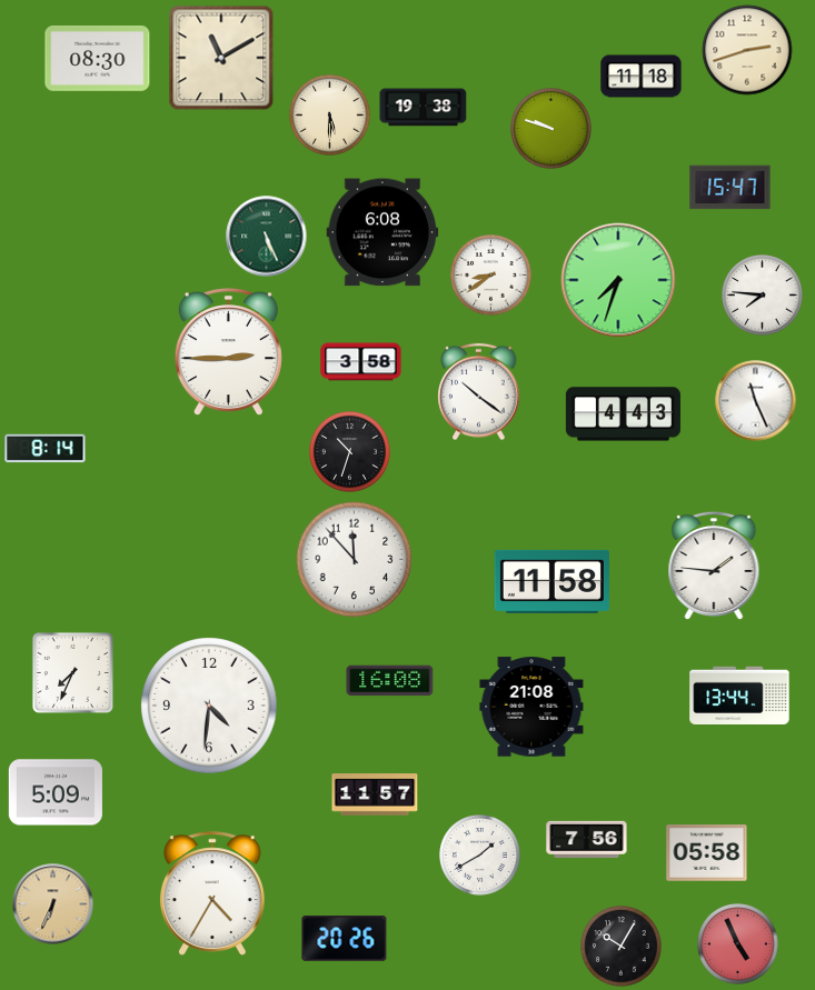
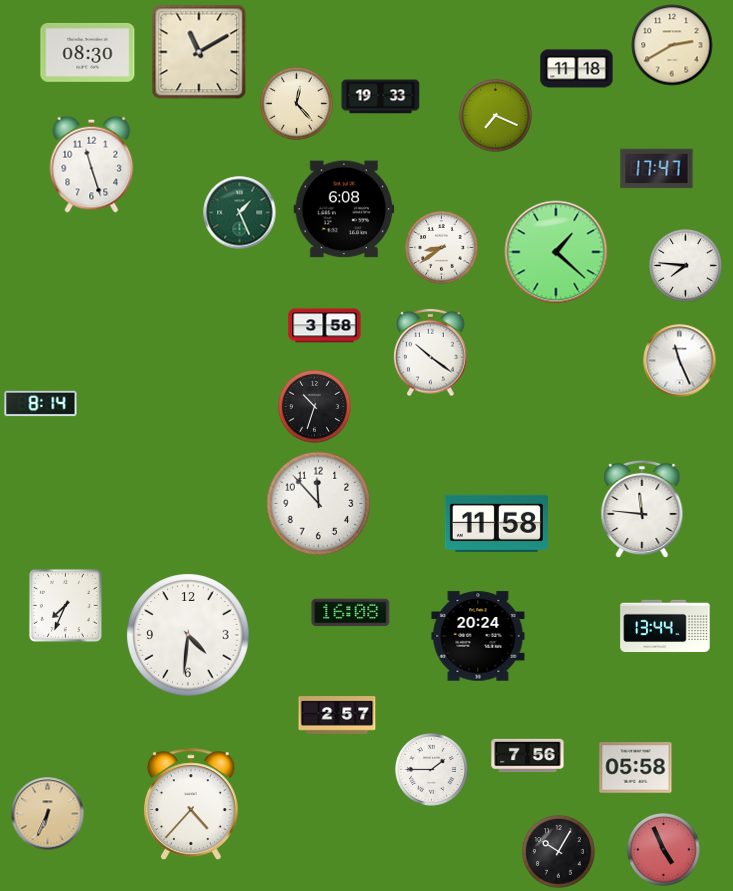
clock at (747, 50): 2:42 -> 2:40
clock at (424, 108): 19:38 -> 19:33
clock at (330, 116): 5:30 -> 12:23
clock at (551, 129): 9:48 -> 7:19
clock at (92, 164): none -> 11:27
clock at (730, 188): 15:47 -> 17:47
clock at (267, 237): 5:26 -> 1:26
clock at (618, 280): 7:33 -> 1:22
clock at (228, 353): 2:45 -> none
clock at (623, 414): 4:43 -> none
clock at (714, 566): 1:46 -> 11:46
clock at (531, 707): 21:08 -> 20:24
clock at (56, 792): 5:09 -> none
clock at (375, 794): 11:57 -> 2:57
clock at (480, 856): 1:40 -> 1:45
clock at (212, 893): 4:35 -> 4:37
clock at (345, 939): 20:26 -> none
